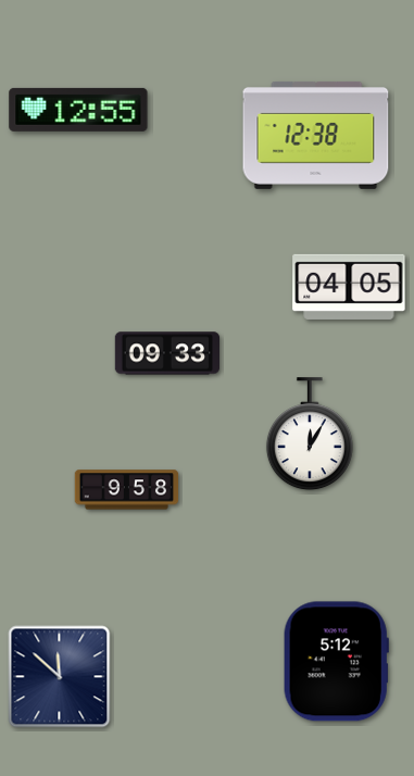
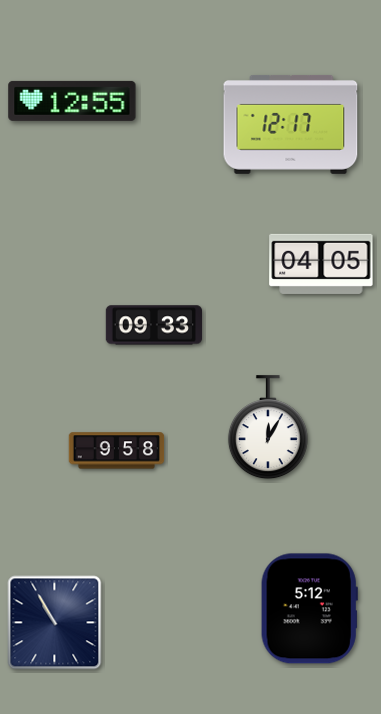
clock at (316, 135): 12:38 -> 12:17
clock at (310, 435) position: (310, 435) -> (268, 428)
clock at (60, 677): 11:52 -> 10:55
